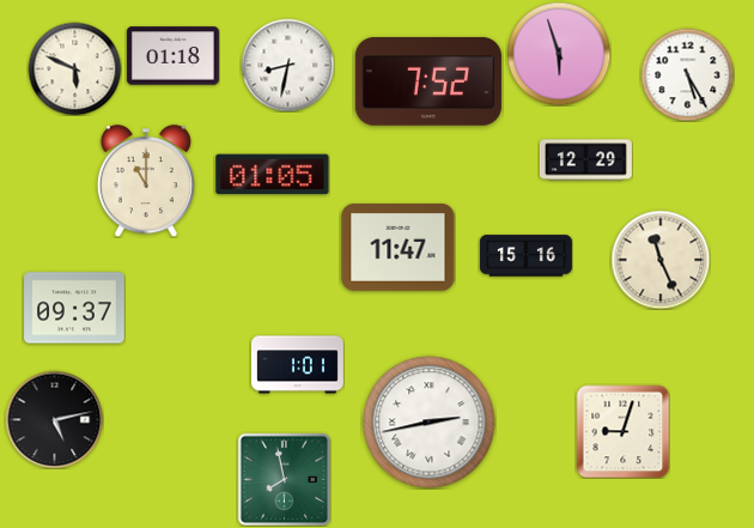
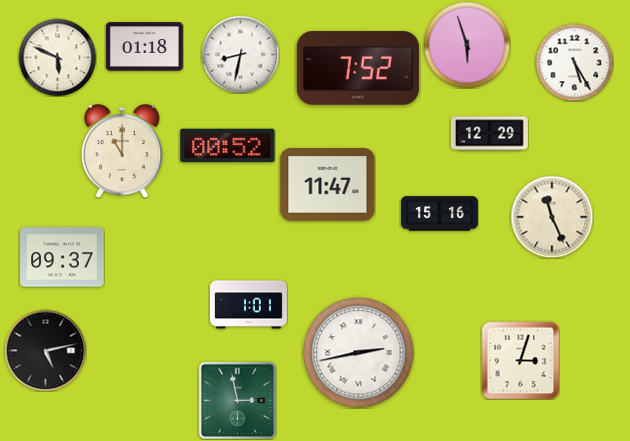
clock at (74, 68) position: (74, 68) -> (57, 57)
clock at (273, 175): 01:05 -> 00:52
clock at (399, 248) position: (399, 248) -> (328, 185)
clock at (622, 431): 9:03 -> 3:03
clock at (284, 479): 7:58 -> 2:58
